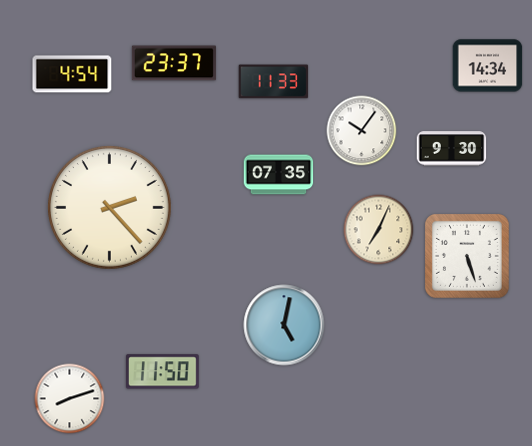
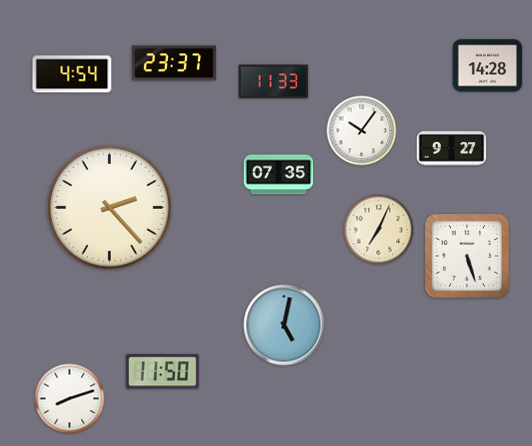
clock at (488, 66): 14:34 -> 14:28
clock at (452, 149): 9:30 -> 9:27
